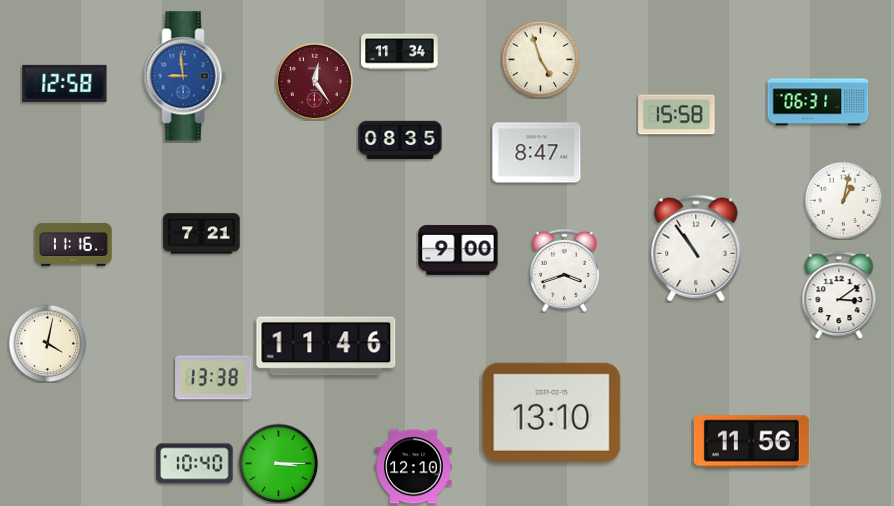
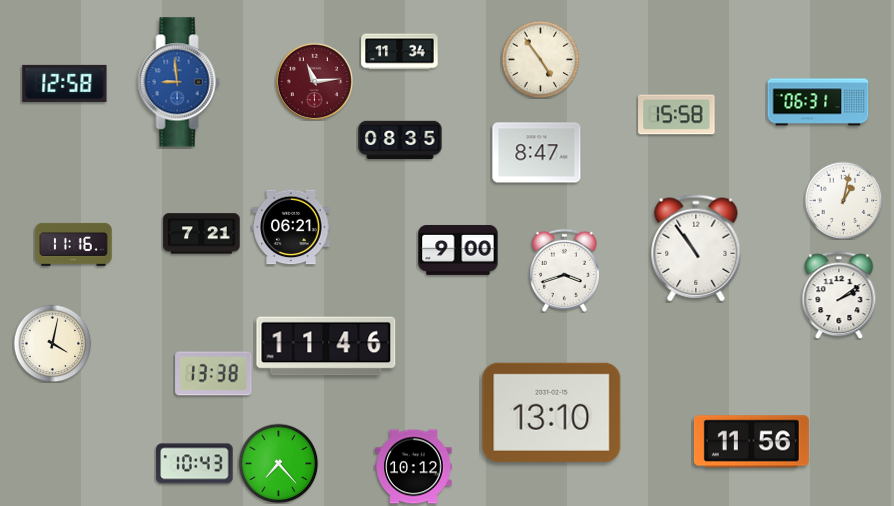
clock at (540, 59): 4:57 -> 4:54
clock at (185, 76) position: (185, 76) -> (179, 82)
clock at (314, 81): 12:24 -> 11:14
clock at (291, 227): none -> 06:21
clock at (839, 295): 3:09 -> 2:09
clock at (47, 343) position: (47, 343) -> (52, 343)
clock at (214, 378) position: (214, 378) -> (214, 374)
clock at (278, 463): 3:15 -> 7:23
clock at (195, 464): 10:40 -> 10:43
clock at (414, 467): 12:10 -> 10:12
